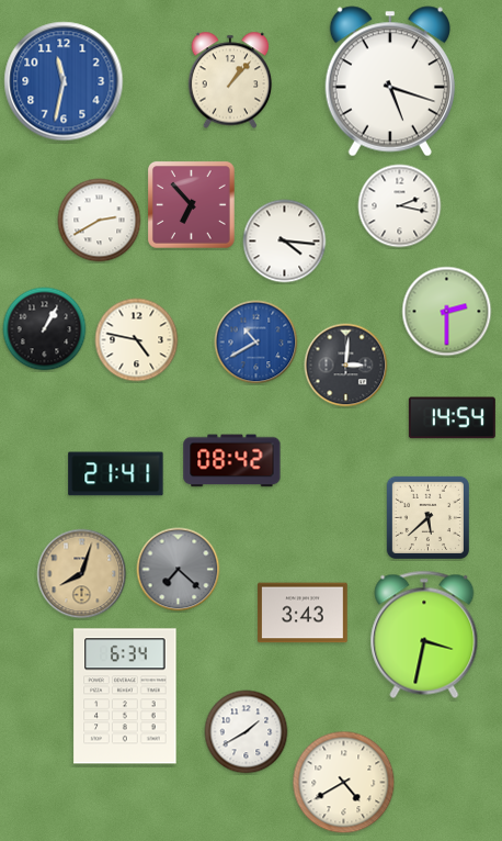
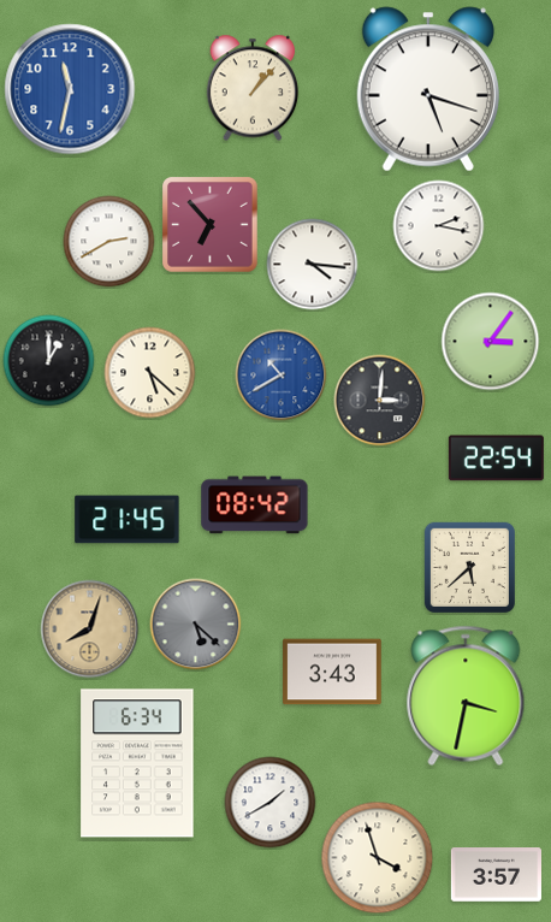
clock at (447, 312): 2:30 -> 3:06
clock at (45, 329): 1:05 -> 1:00
clock at (137, 340): 4:47 -> 5:22
clock at (452, 418): 14:54 -> 22:54
clock at (116, 474): 21:41 -> 21:45
clock at (179, 570): 7:22 -> 5:22
clock at (344, 783): 4:40 -> 3:57
clock at (496, 875): none -> 3:57
